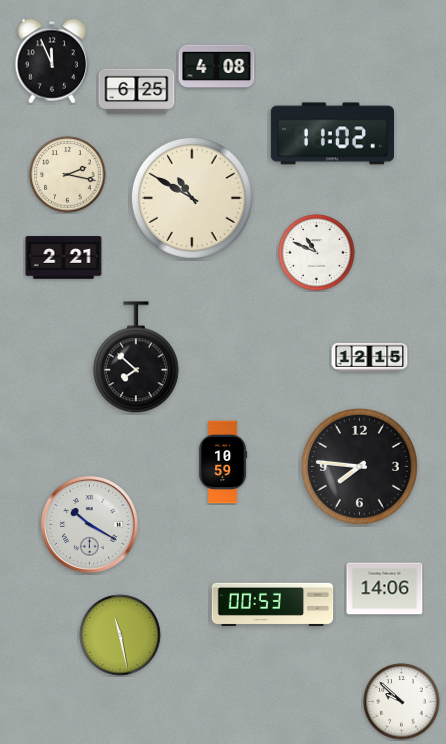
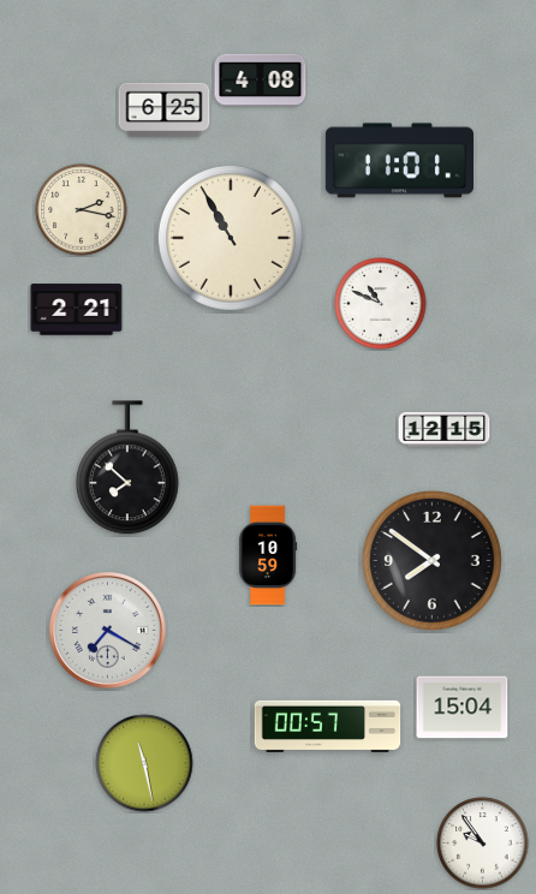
clock at (52, 61): 11:56 -> none
clock at (332, 134): 11:02 -> 11:01
clock at (192, 198): 10:50 -> 10:55
clock at (136, 358) position: (136, 358) -> (127, 469)
clock at (359, 466): 7:46 -> 7:51
clock at (89, 524): 10:20 -> 7:20
clock at (385, 589): 14:06 -> 15:04
clock at (273, 605): 00:53 -> 00:57
clock at (402, 702): 9:52 -> 9:54
